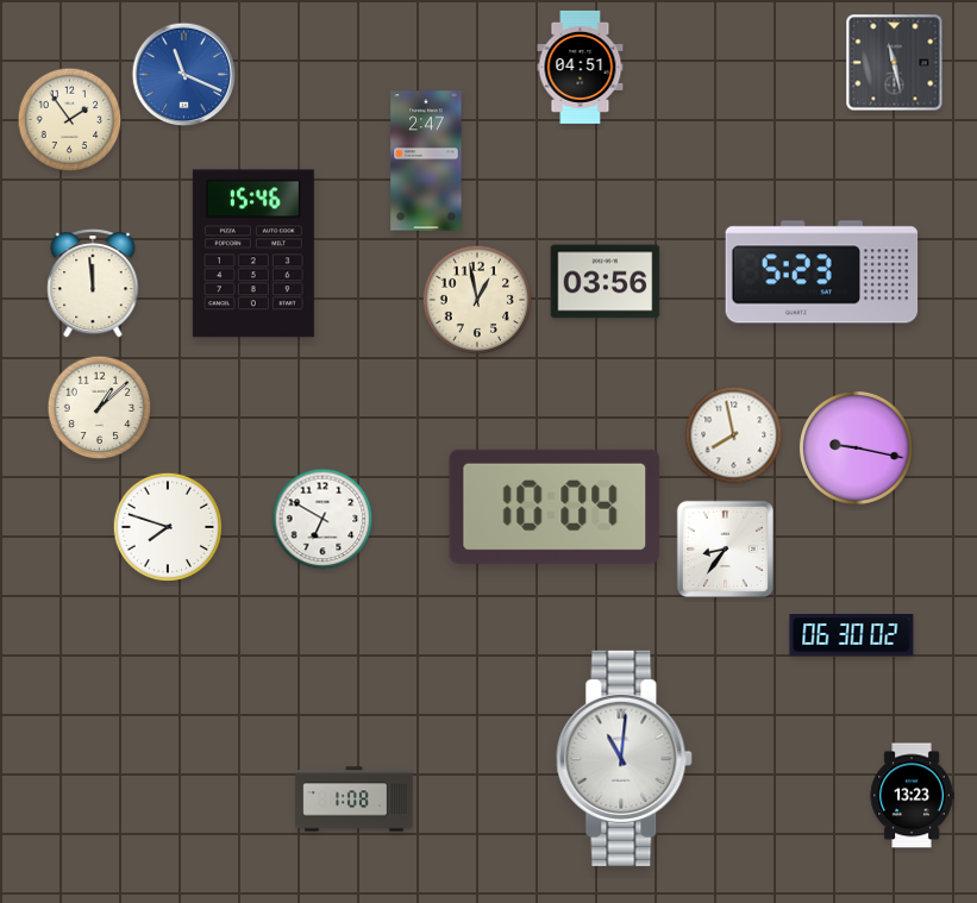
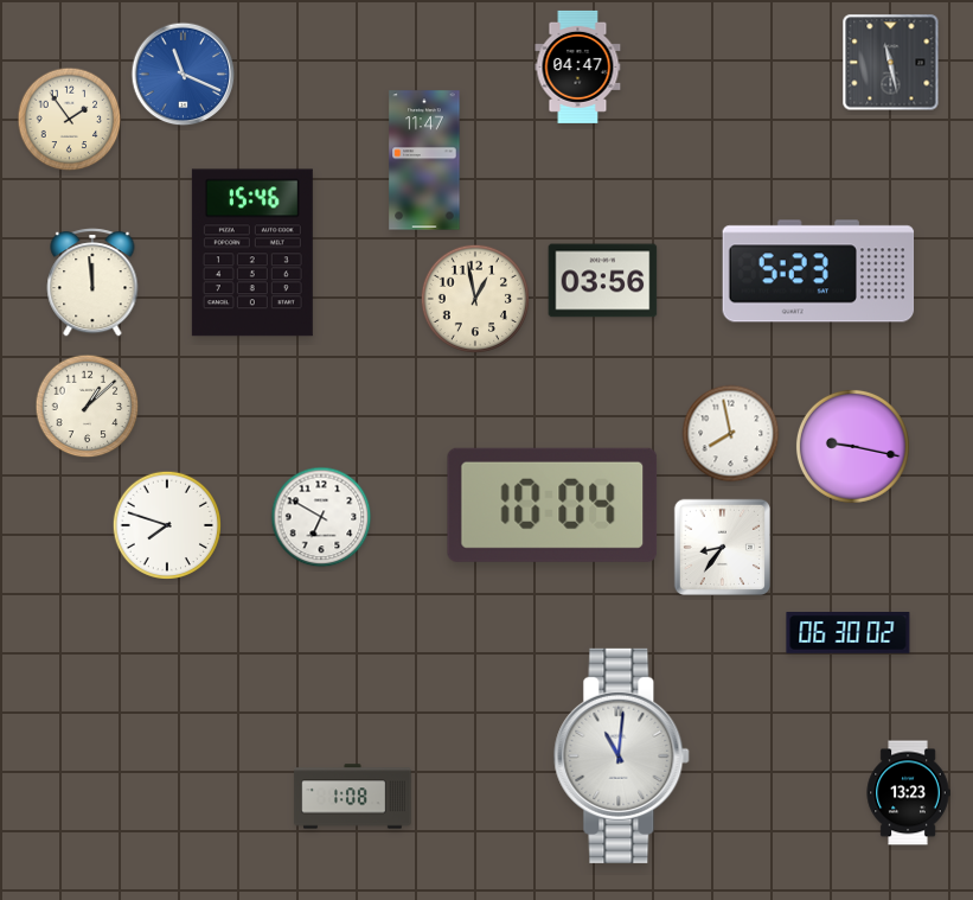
clock at (581, 67): 04:51 -> 04:47
clock at (426, 161): 2:47 -> 11:47
clock at (100, 408) position: (100, 408) -> (88, 407)
